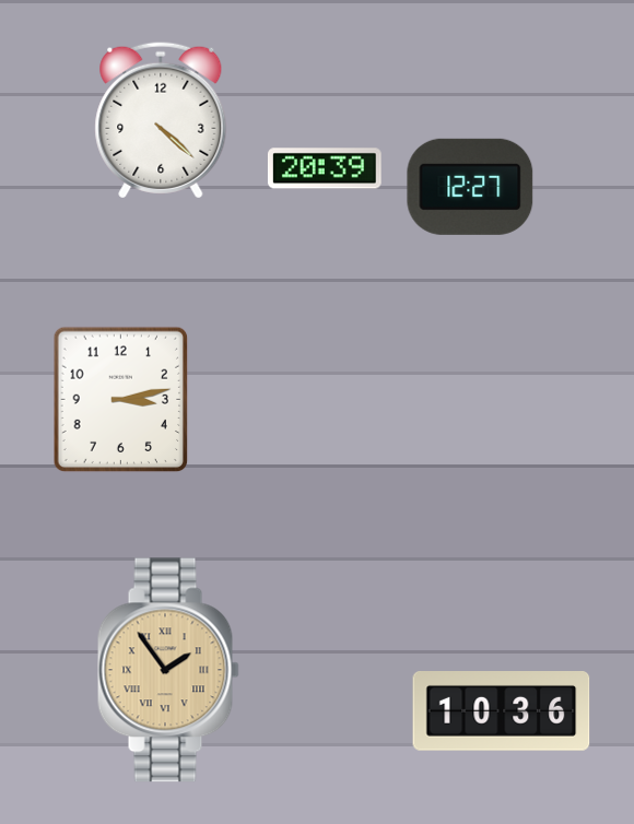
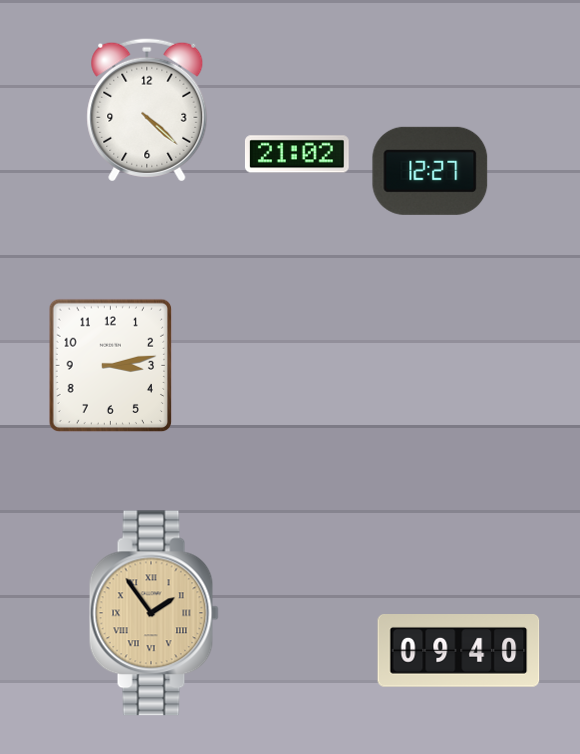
clock at (325, 168): 20:39 -> 21:02
clock at (502, 711): 10:36 -> 09:40
